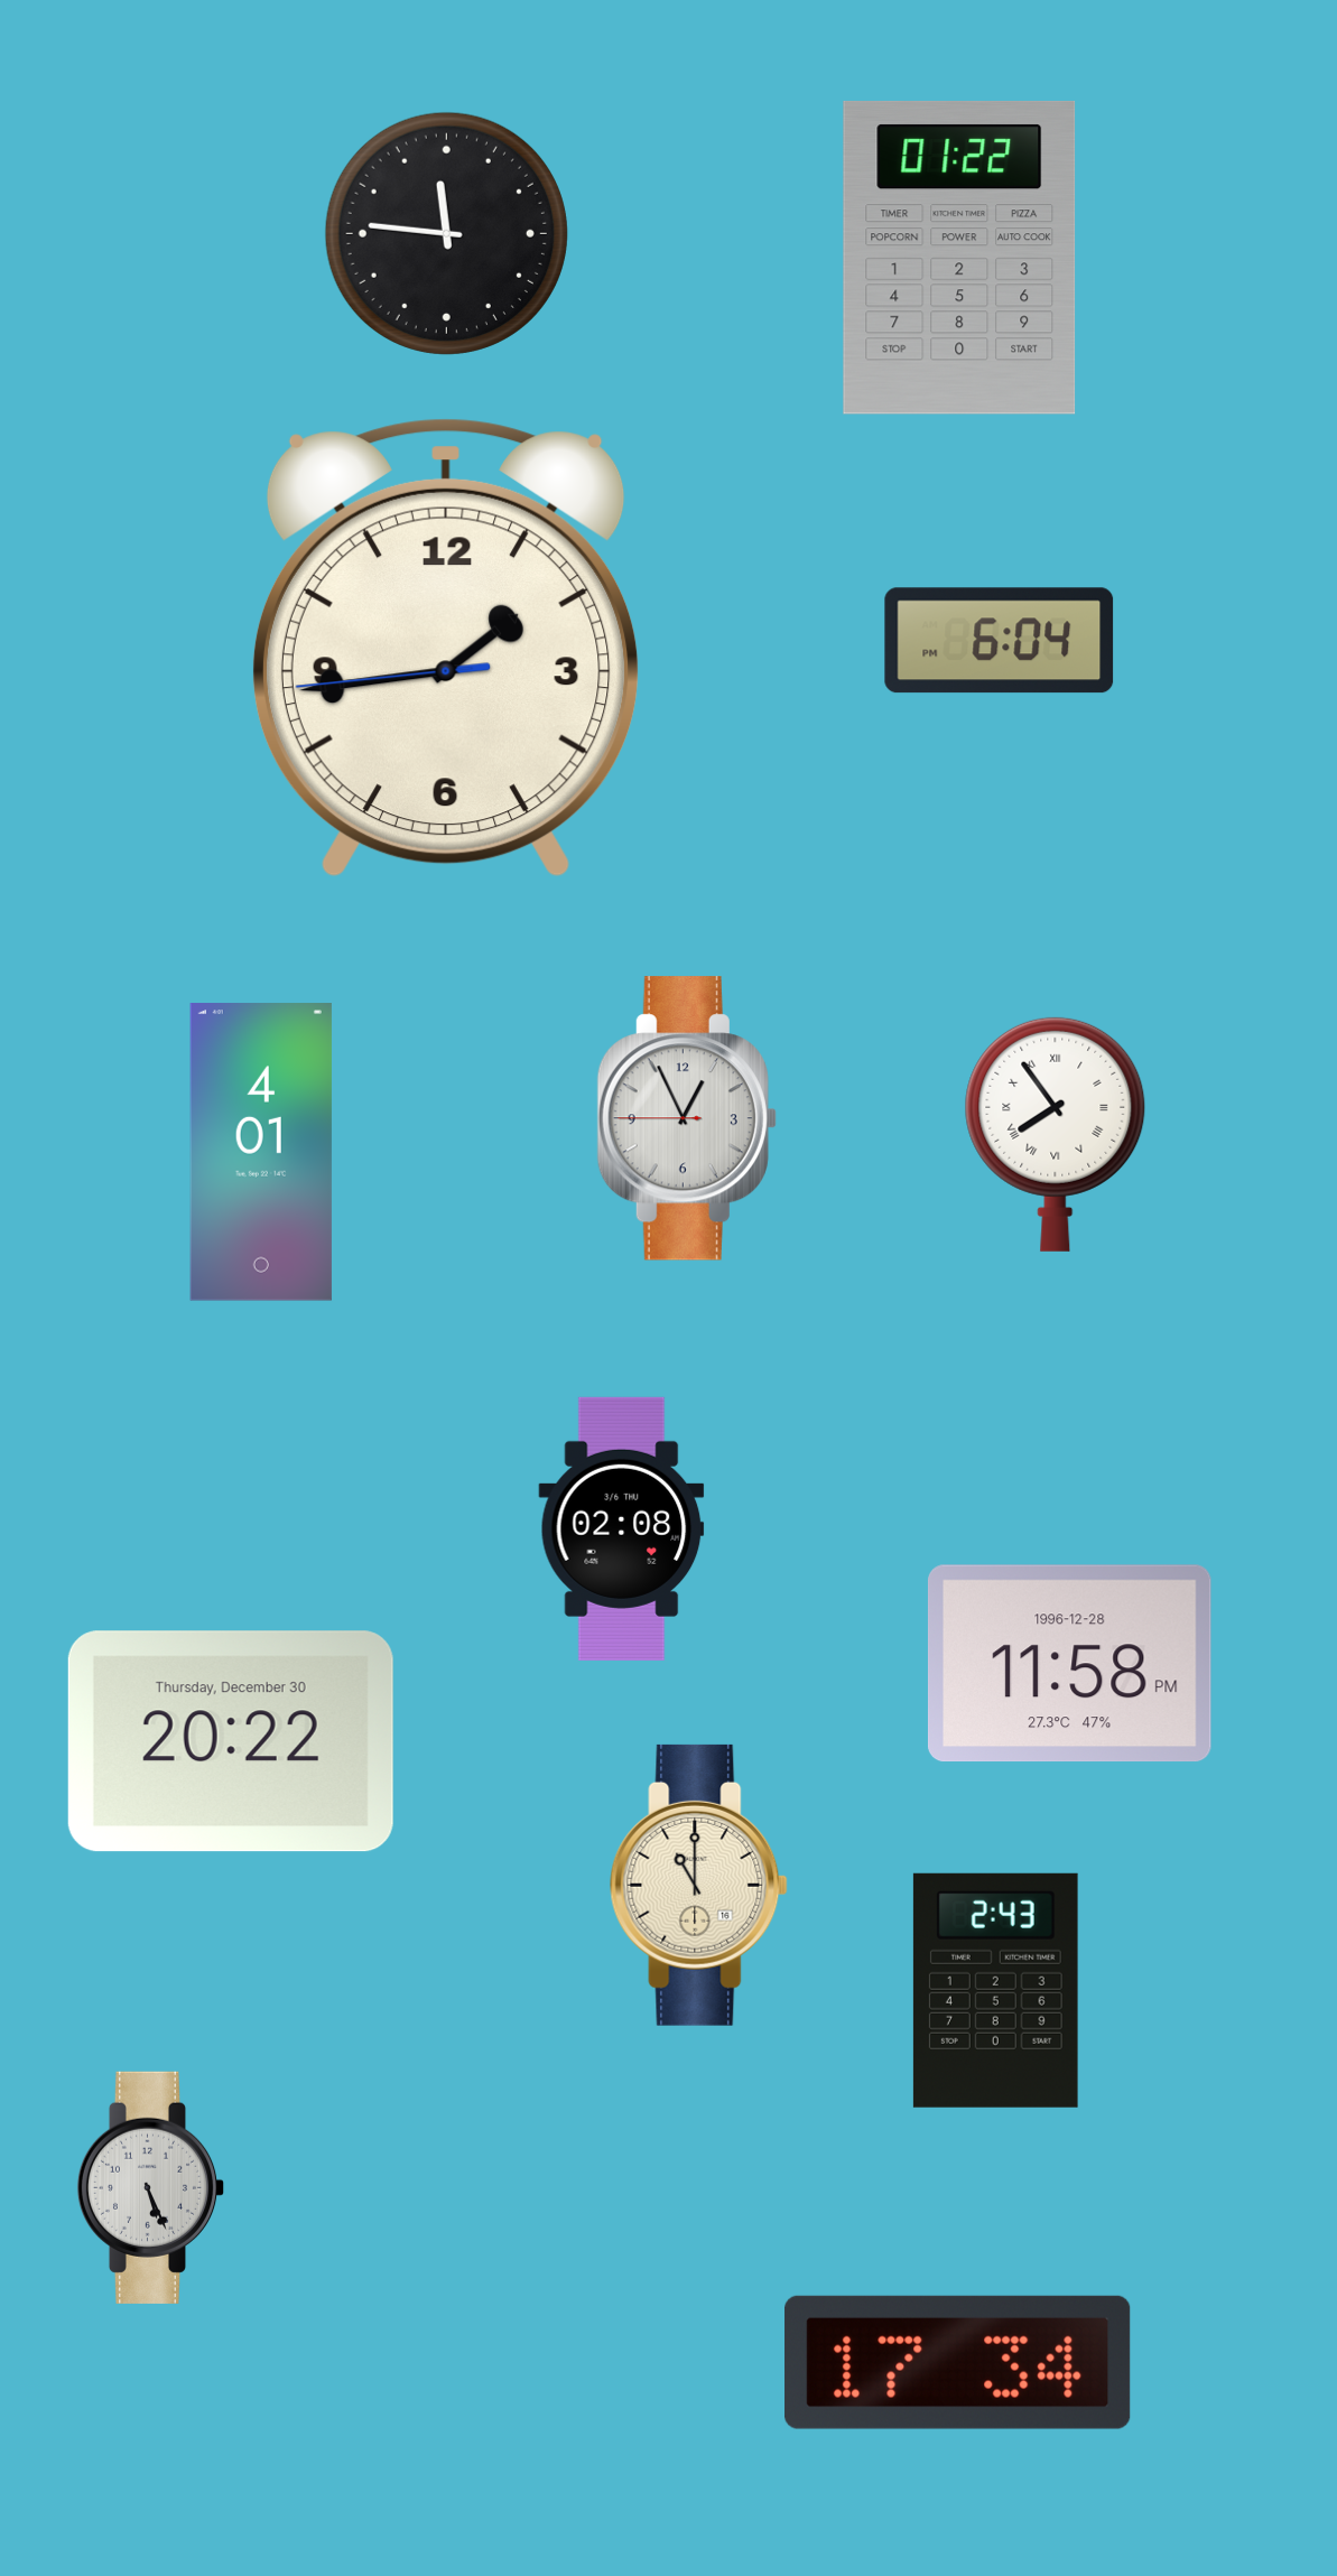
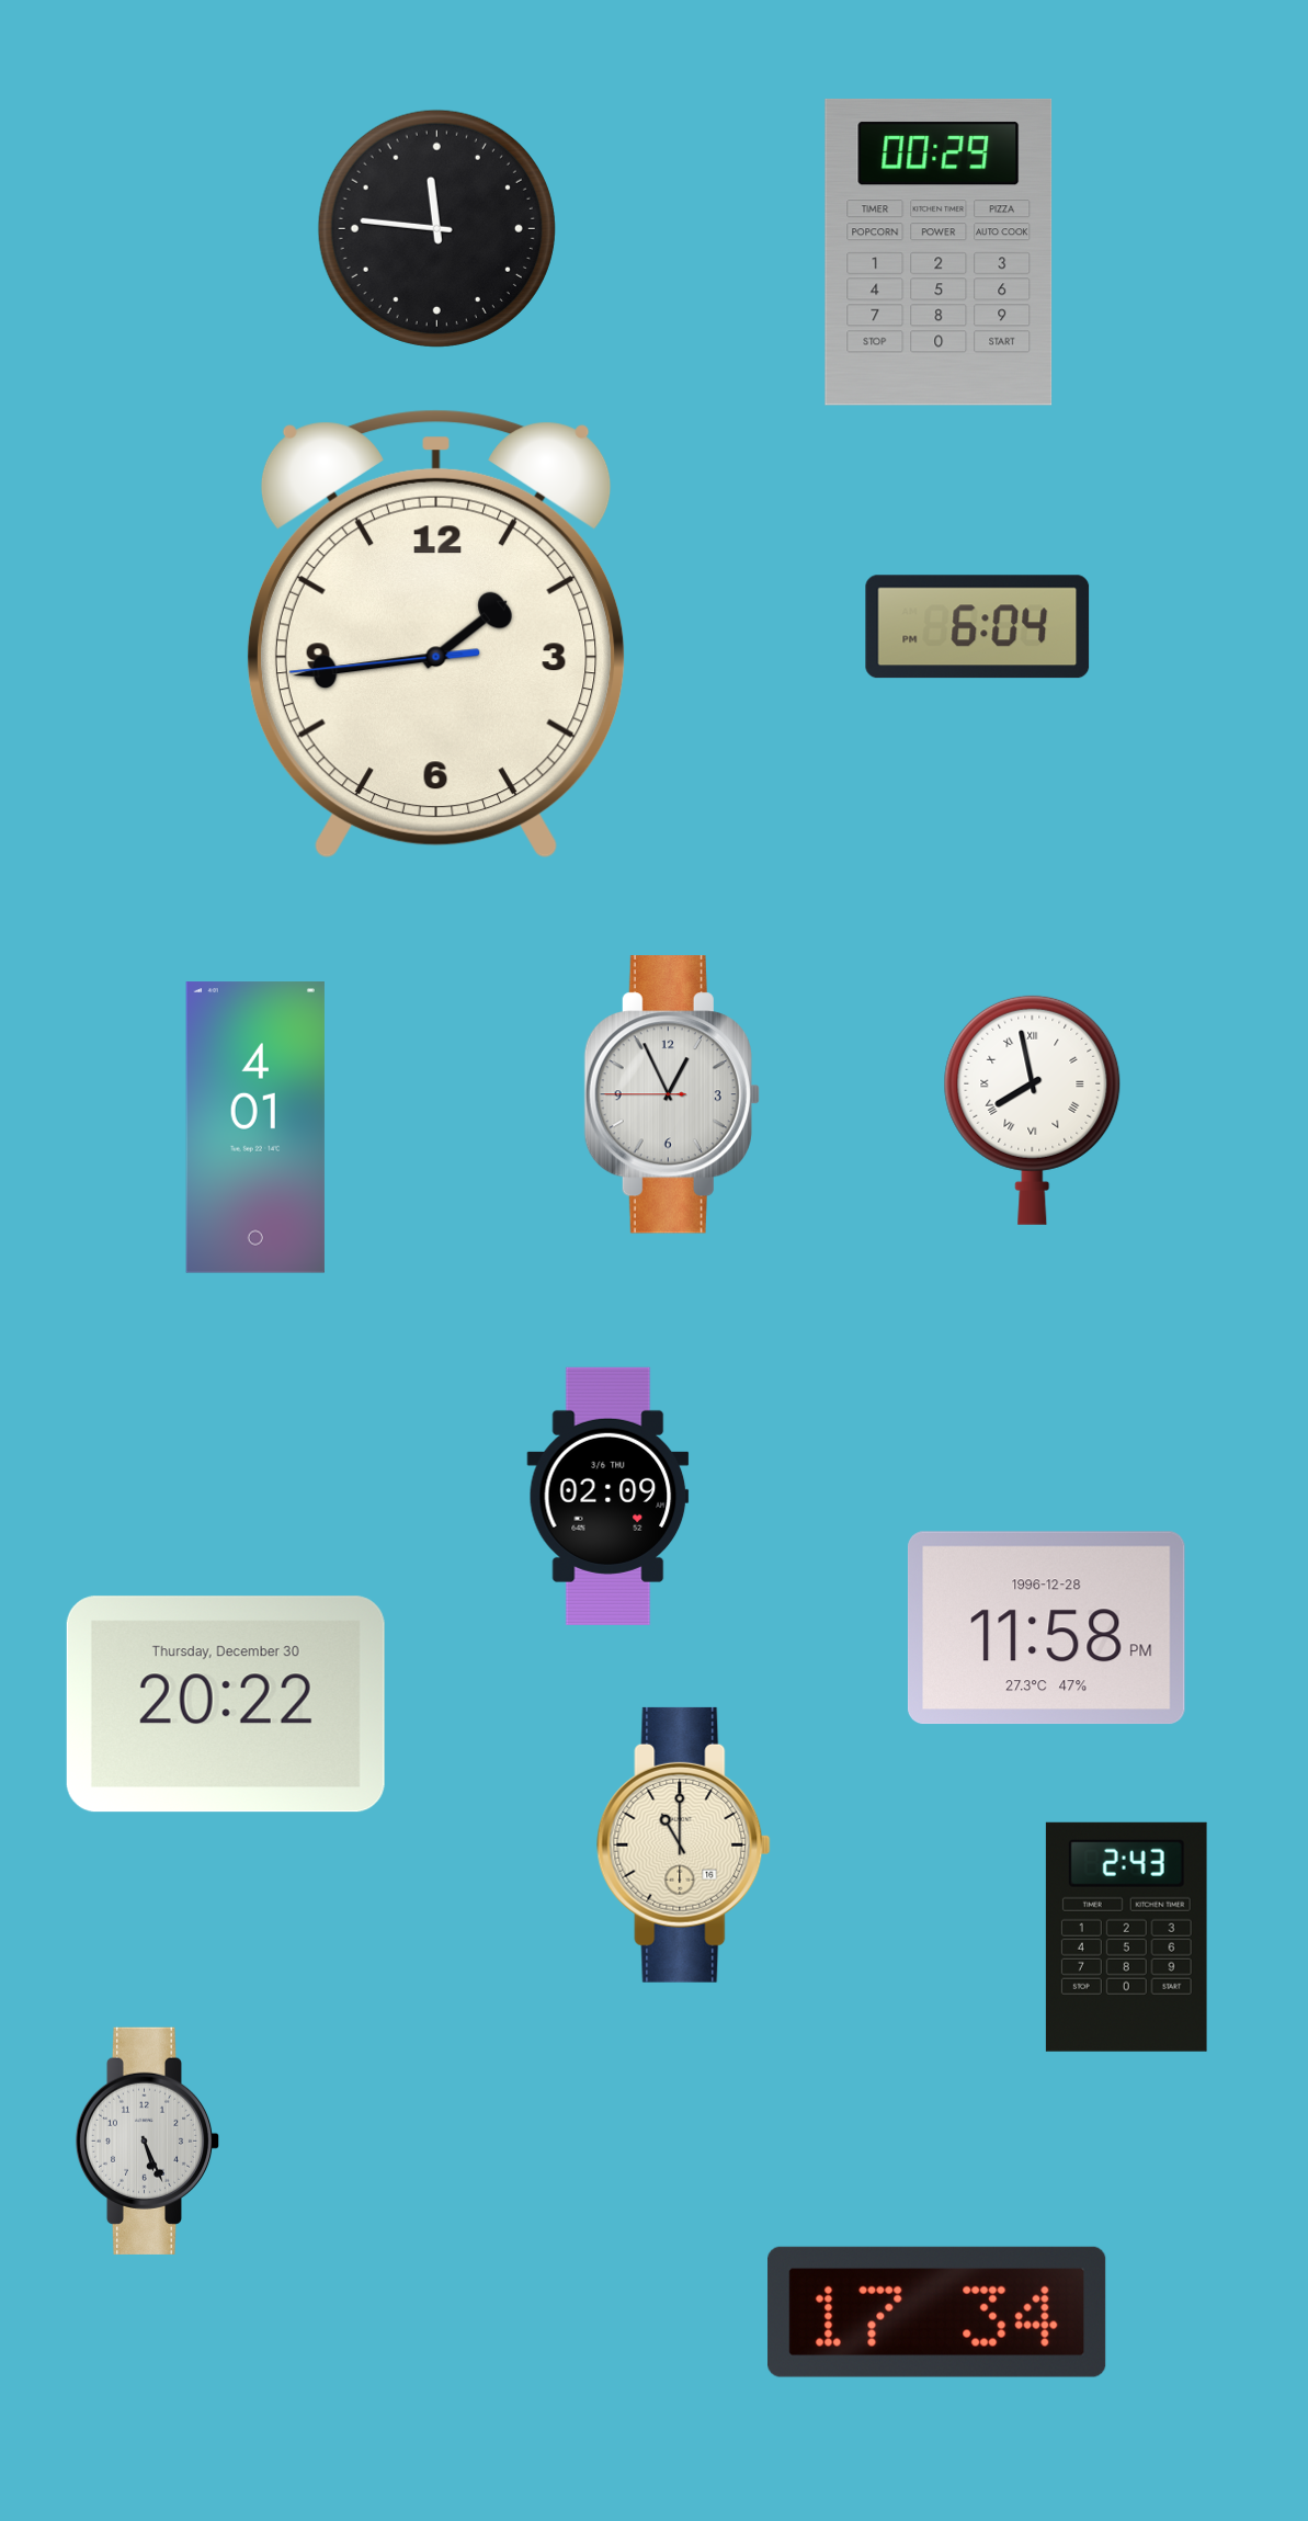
clock at (959, 258): 01:22 -> 00:29
clock at (1056, 1134): 7:54 -> 7:58
clock at (622, 1528): 02:08 -> 02:09
clock at (995, 1990) position: (995, 1990) -> (1126, 1937)
